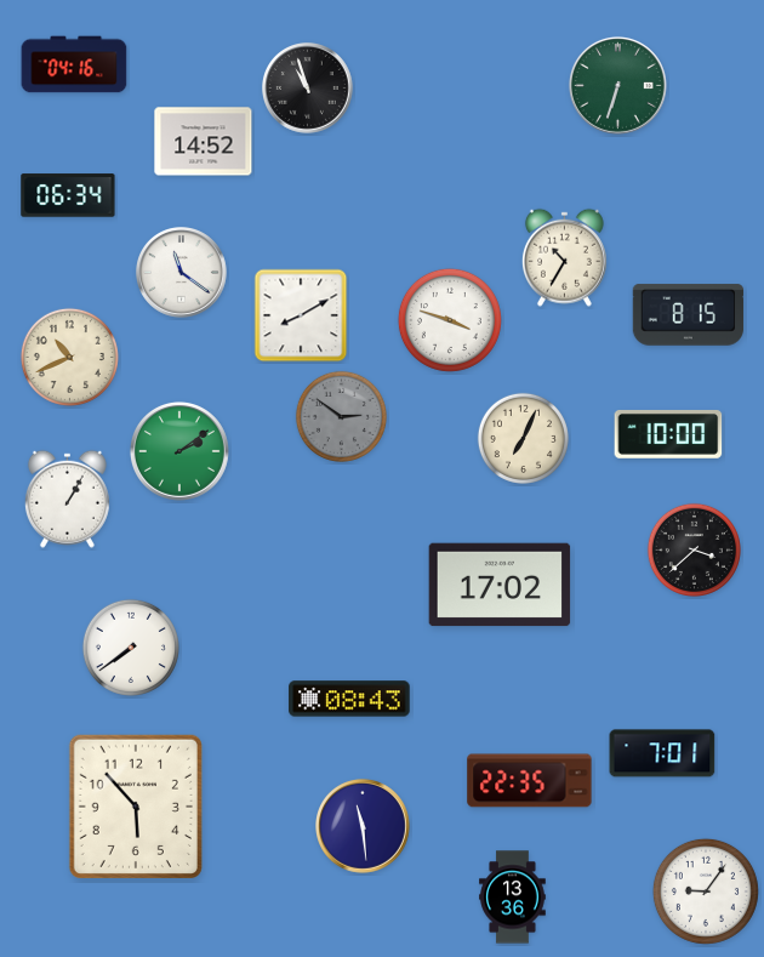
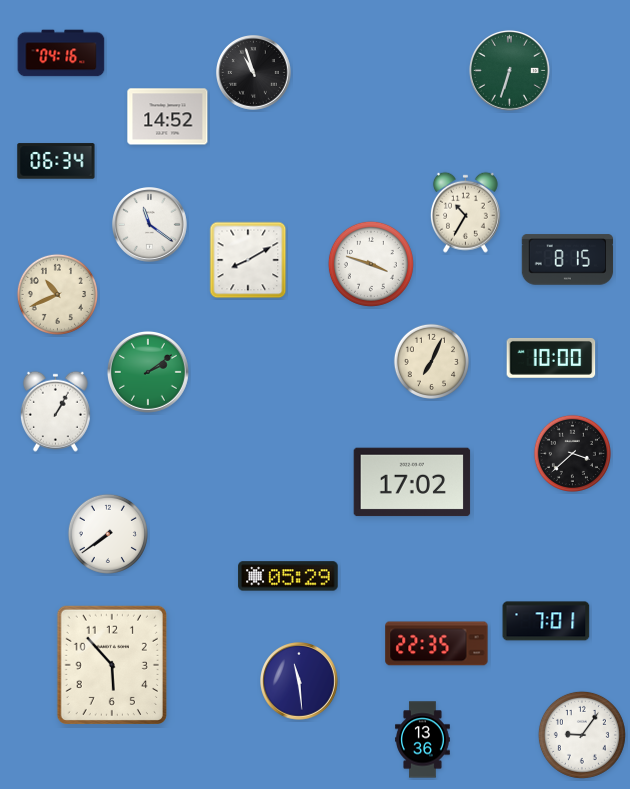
clock at (341, 416): 2:51 -> none
clock at (349, 699): 08:43 -> 05:29
